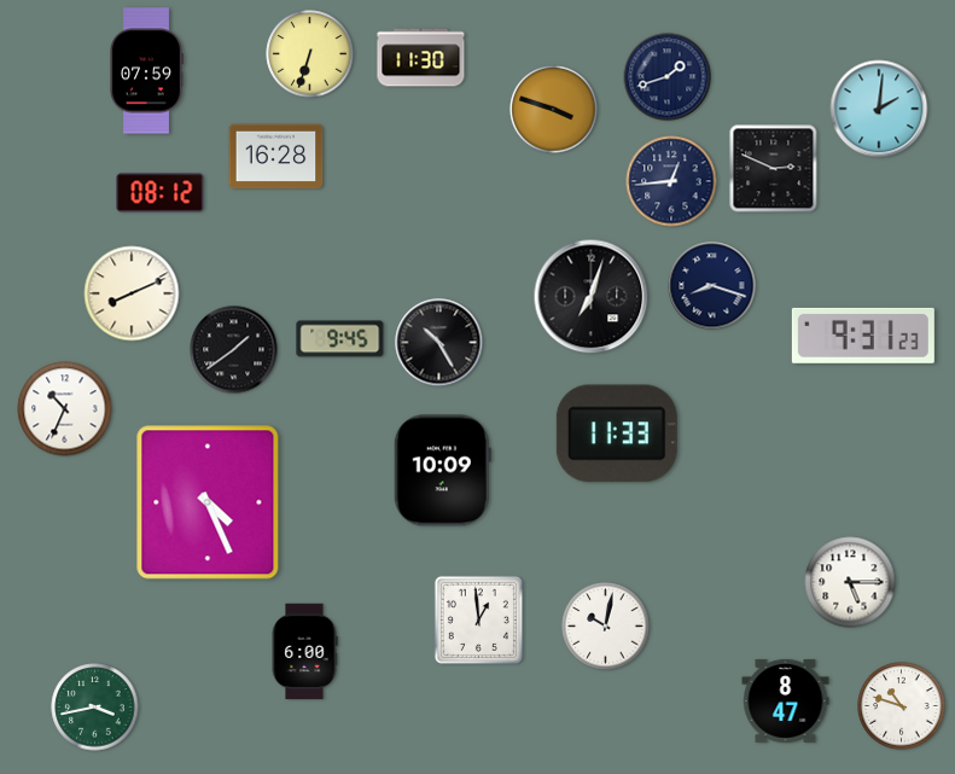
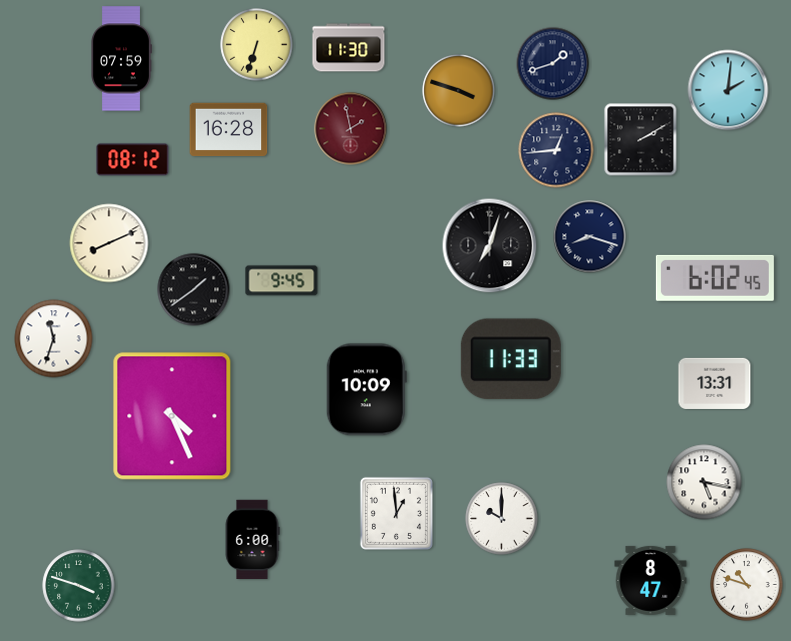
clock at (351, 129): none -> 1:58
clock at (774, 169): 2:49 -> 2:10
clock at (863, 336): 9:31 -> 6:02
clock at (439, 343): 10:25 -> none
clock at (65, 409): 10:34 -> 11:33
clock at (715, 383): none -> 13:31
clock at (850, 582): 5:15 -> 5:17
clock at (606, 627): 10:02 -> 10:00
clock at (95, 708): 3:43 -> 3:48
